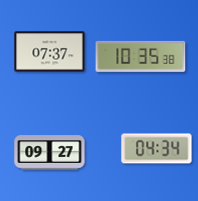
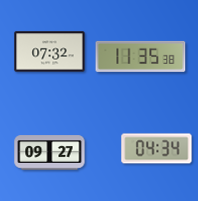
clock at (50, 52): 07:37 -> 07:32
clock at (141, 56): 10:35 -> 11:35
